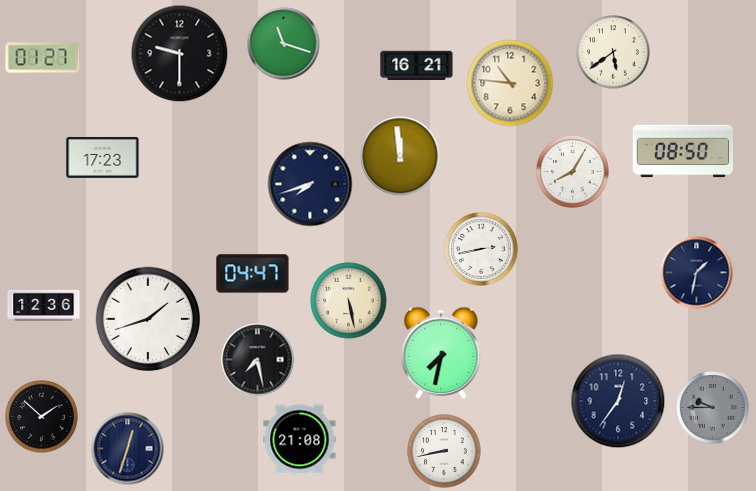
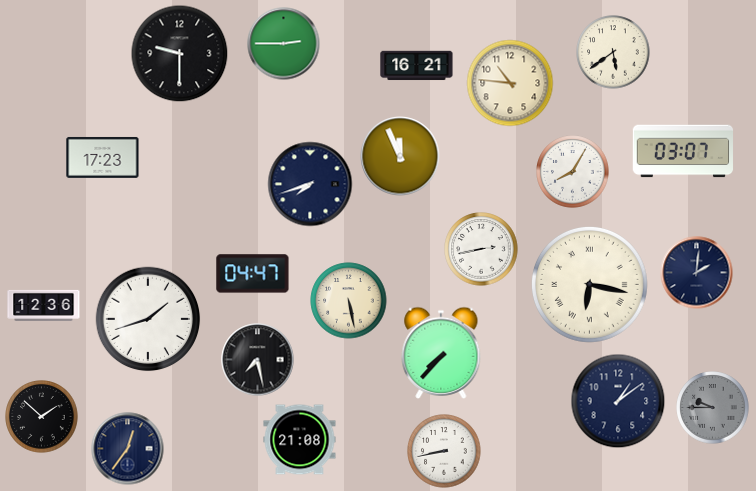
clock at (284, 44): 11:18 -> 2:45
clock at (43, 58): 01:27 -> none
clock at (683, 151): 08:50 -> 03:07
clock at (400, 156): 11:59 -> 11:56
clock at (697, 273): 1:32 -> 2:01
clock at (590, 285): none -> 6:17
clock at (441, 353): 7:32 -> 7:37
clock at (618, 401): 12:36 -> 1:09
clock at (128, 449): 12:33 -> 12:36
